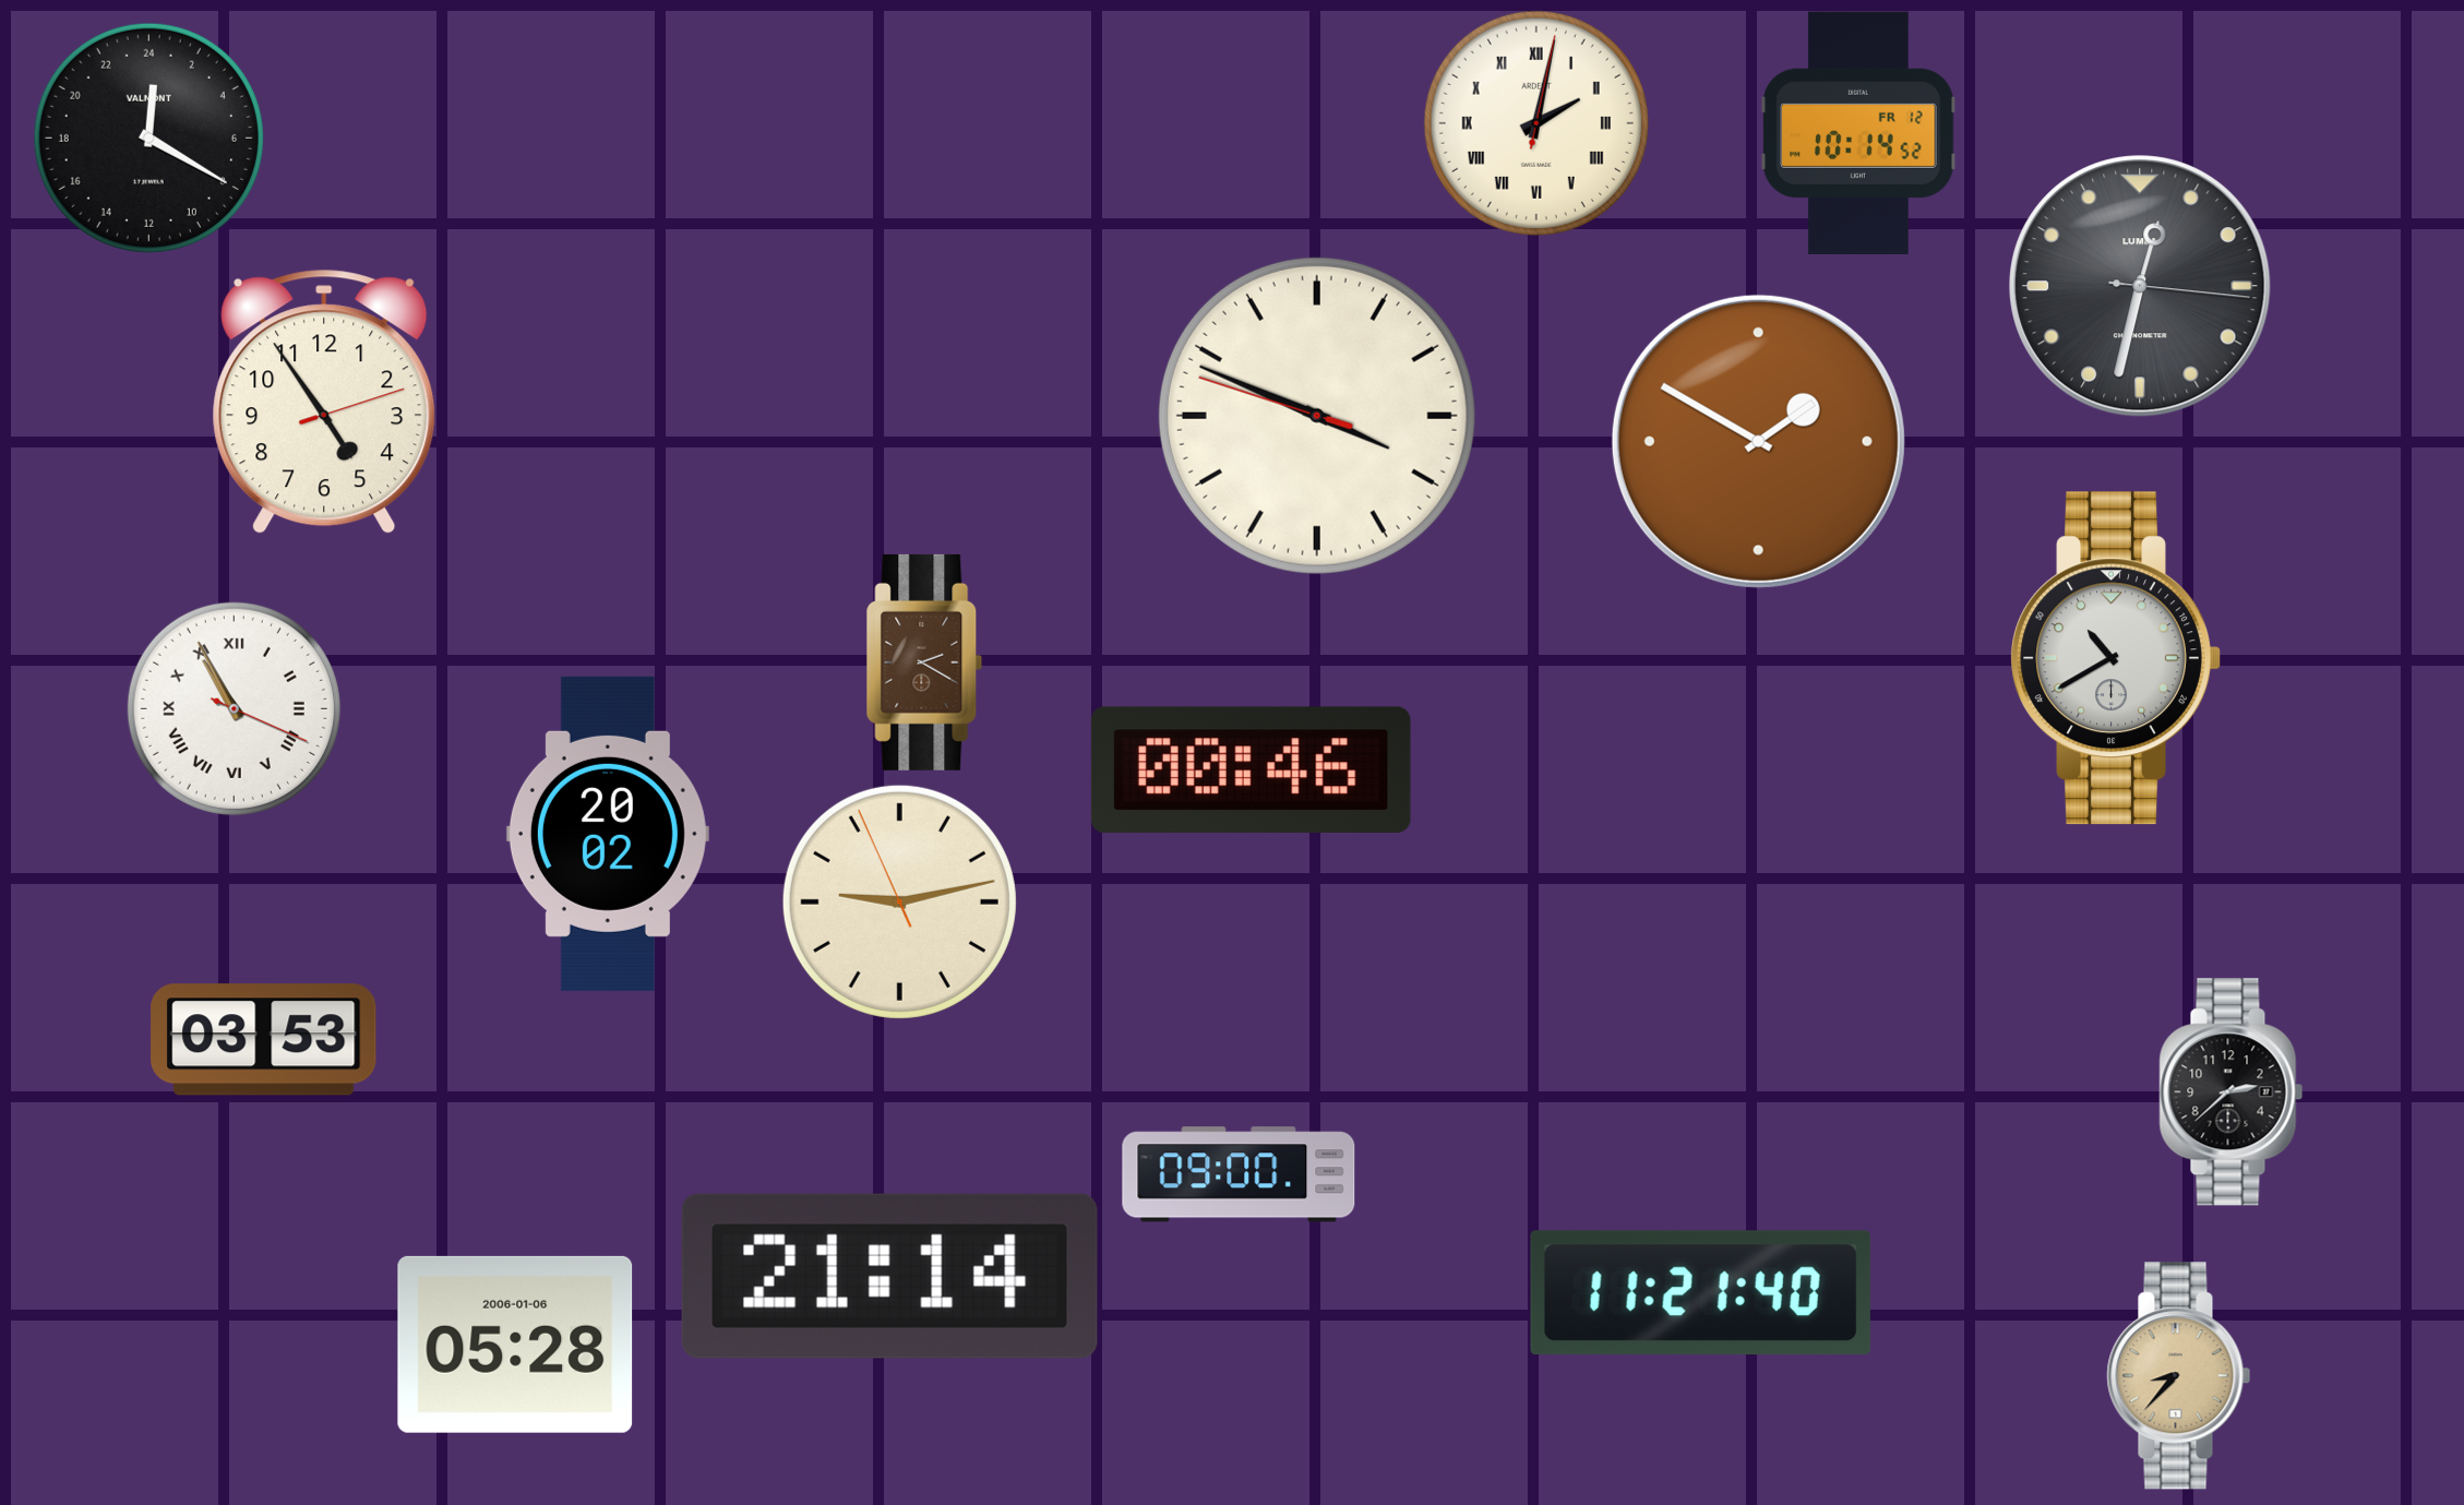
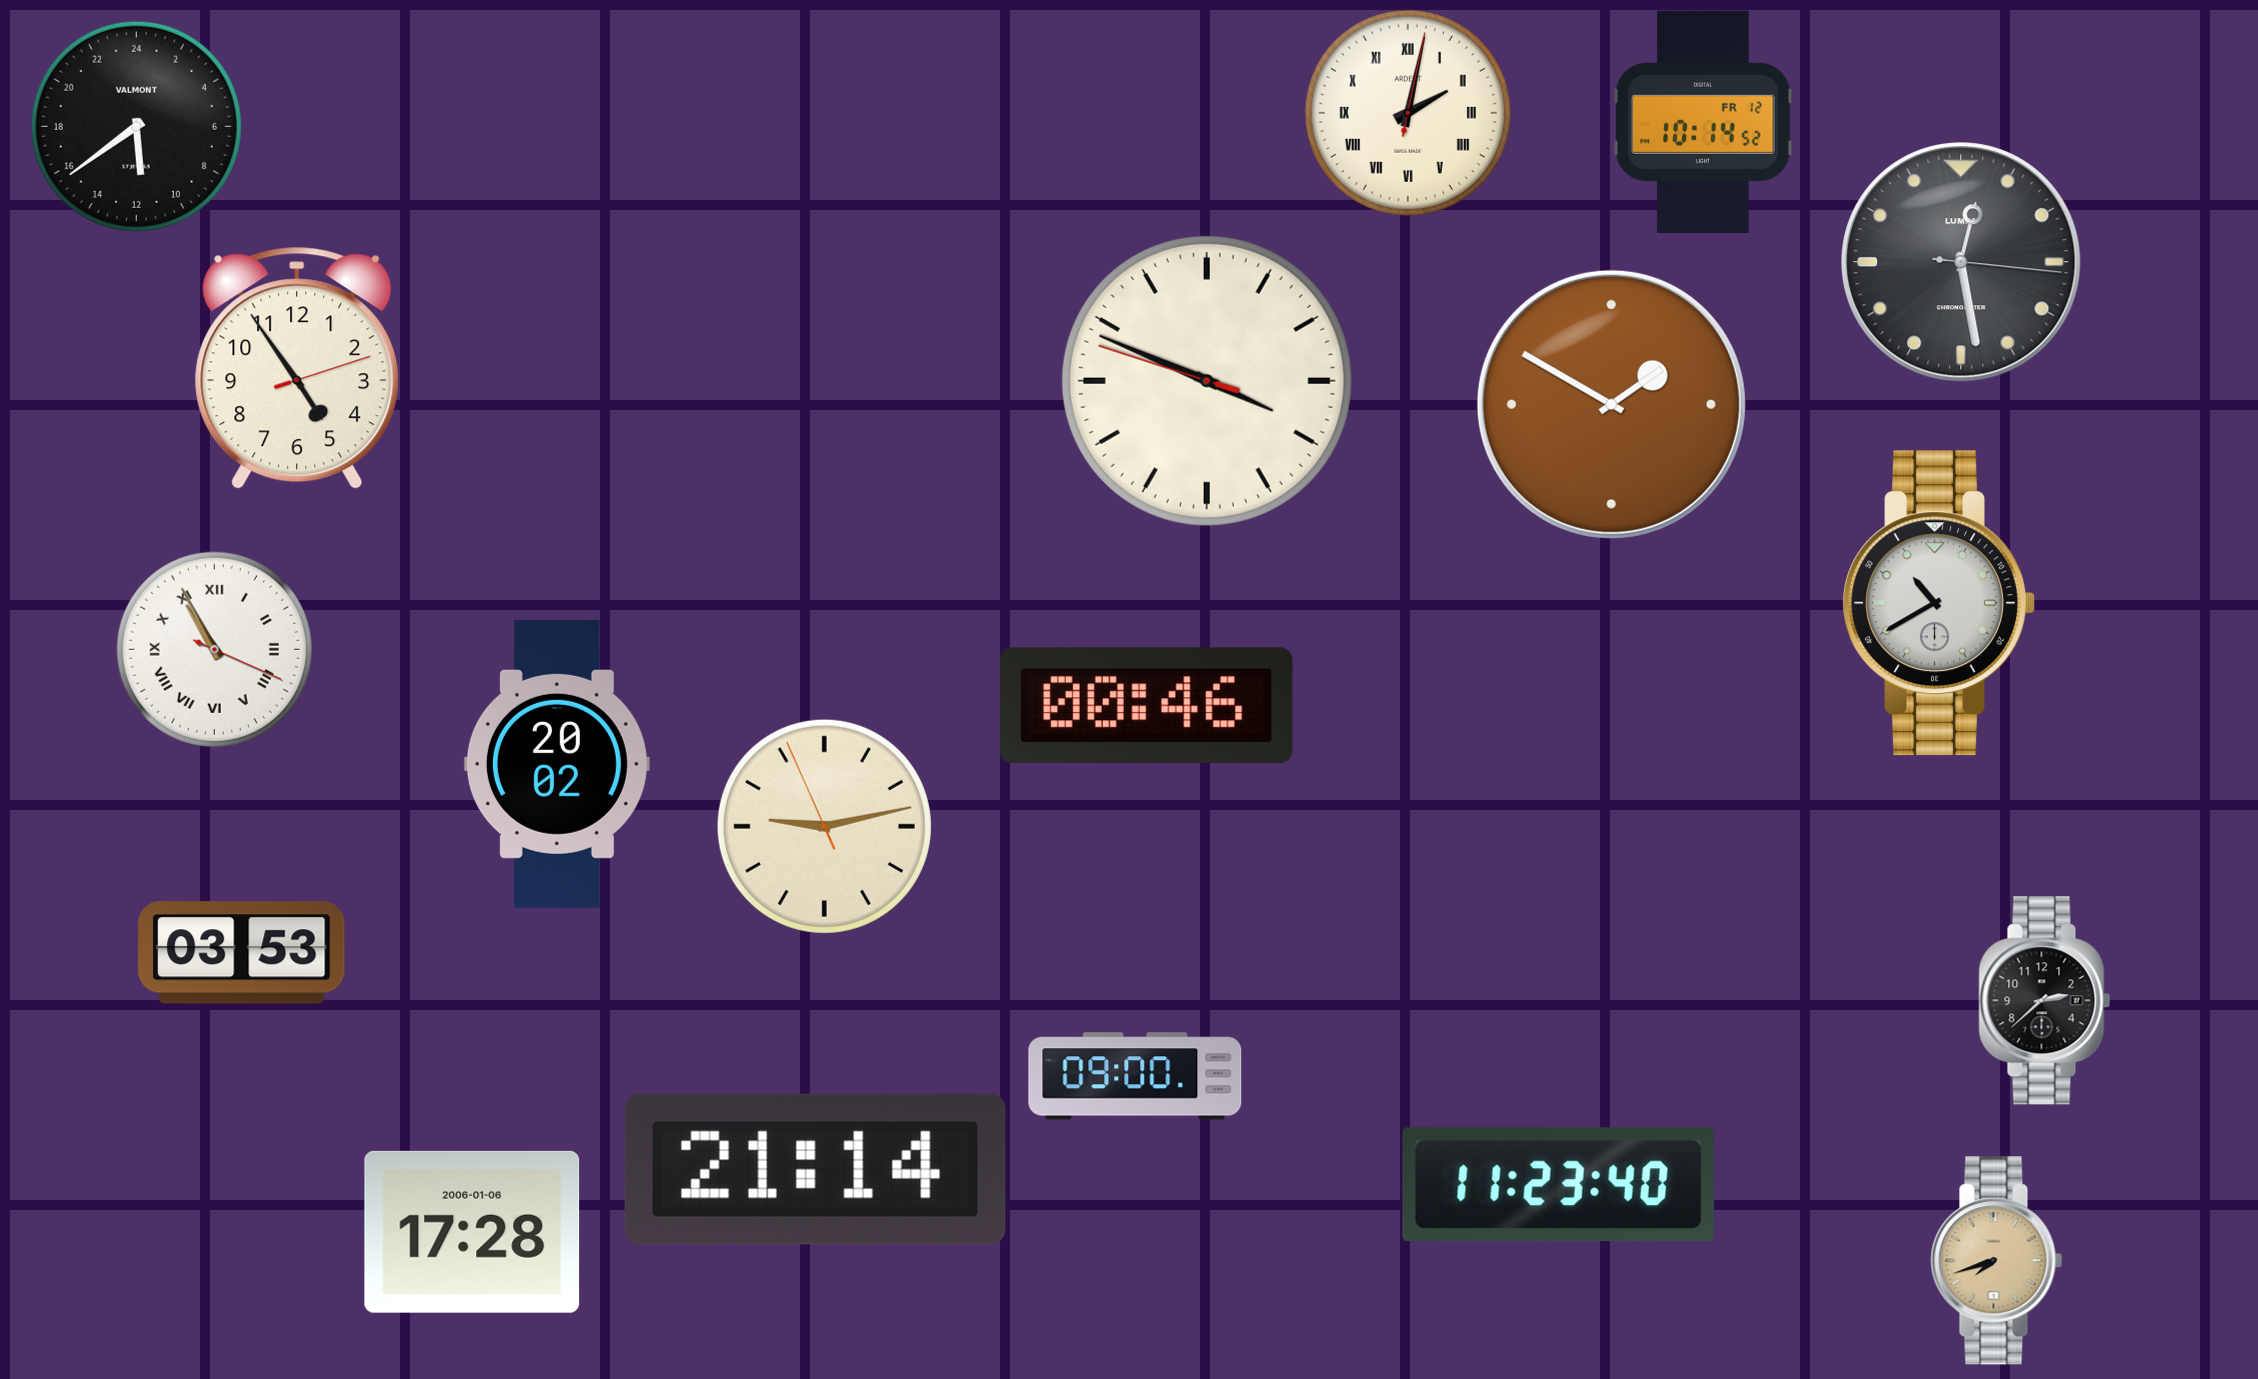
clock at (148, 138): 0:20 -> 11:39
clock at (2140, 286): 12:32 -> 12:28
clock at (924, 662): 2:20 -> none
clock at (1700, 1293): 11:21 -> 11:23
clock at (515, 1345): 05:28 -> 17:28
clock at (2179, 1376): 8:37 -> 7:42
